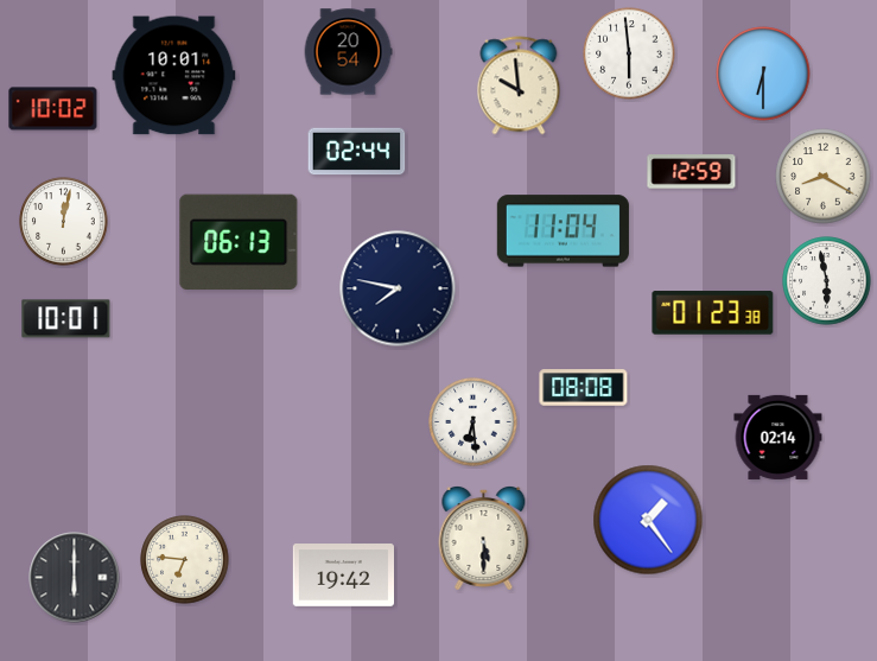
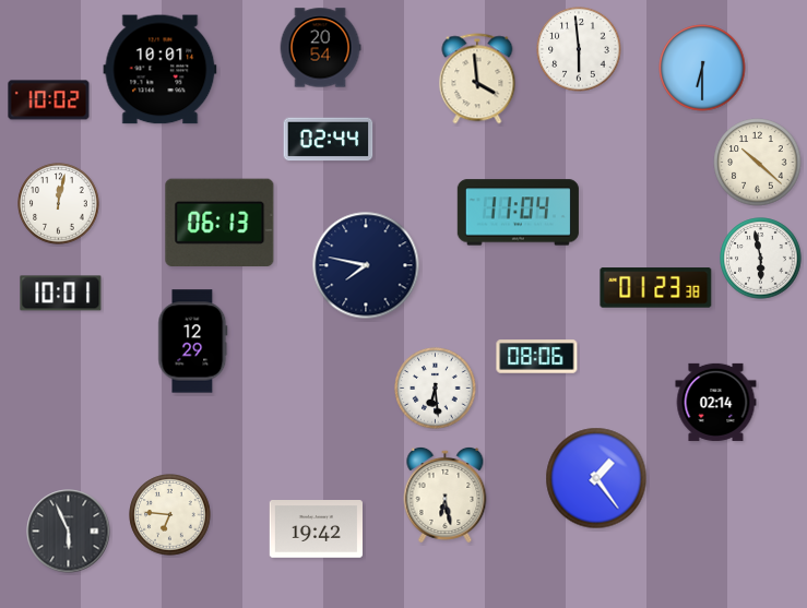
clock at (519, 85): 9:59 -> 3:59
clock at (692, 172): 12:59 -> none
clock at (824, 177): 8:20 -> 10:22
clock at (193, 342): none -> 12:29
clock at (584, 388): 08:08 -> 08:06
clock at (484, 538): 5:30 -> 6:28
clock at (75, 578): 6:00 -> 5:56
